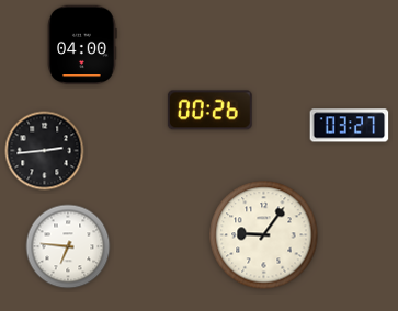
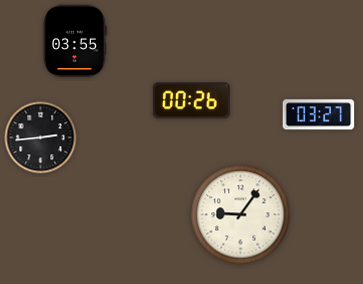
clock at (82, 45): 04:00 -> 03:55
clock at (68, 246): 6:46 -> none
